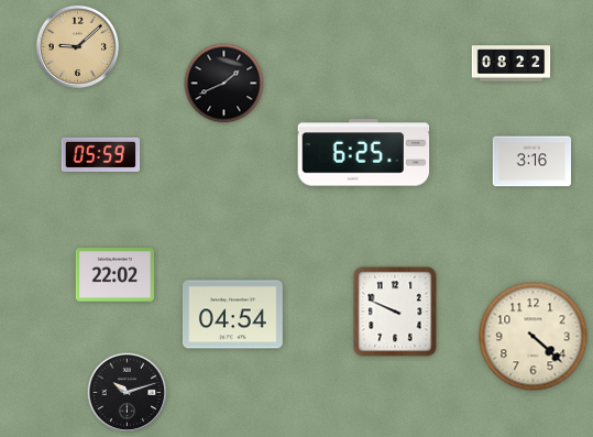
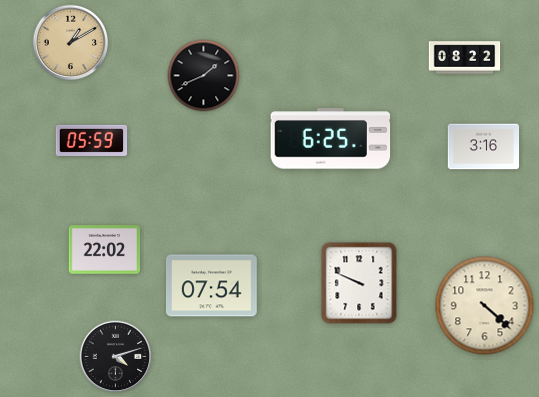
clock at (77, 46): 9:08 -> 1:10
clock at (232, 315): 04:54 -> 07:54
clock at (128, 393): 10:12 -> 4:12
